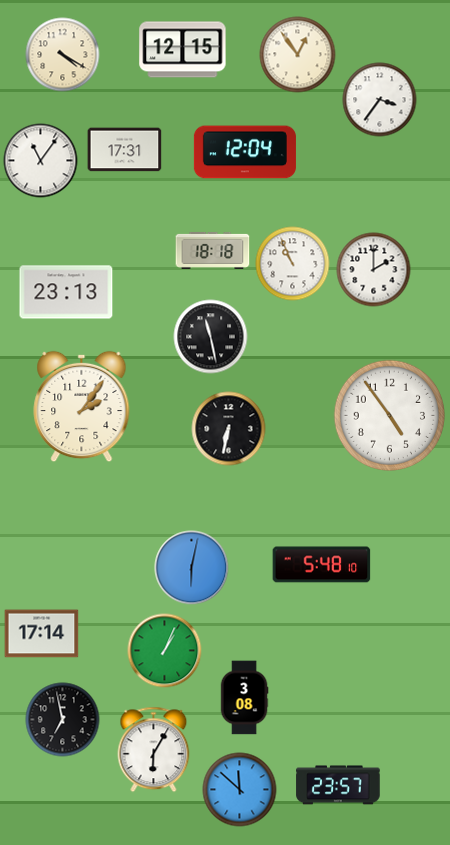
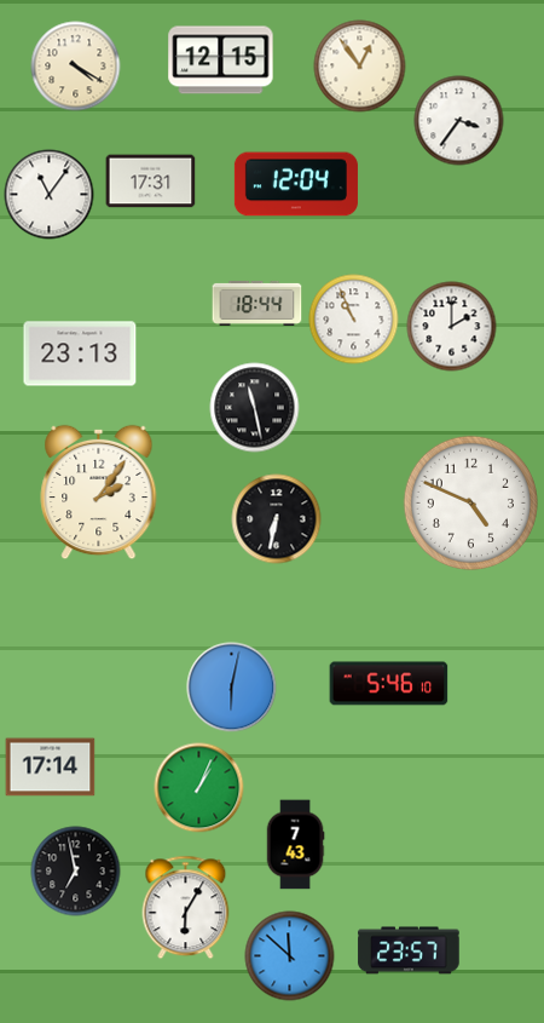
clock at (213, 250): 18:18 -> 18:44
clock at (389, 415): 4:54 -> 4:49
clock at (322, 565): 5:48 -> 5:46
clock at (244, 698): 3:08 -> 7:43
